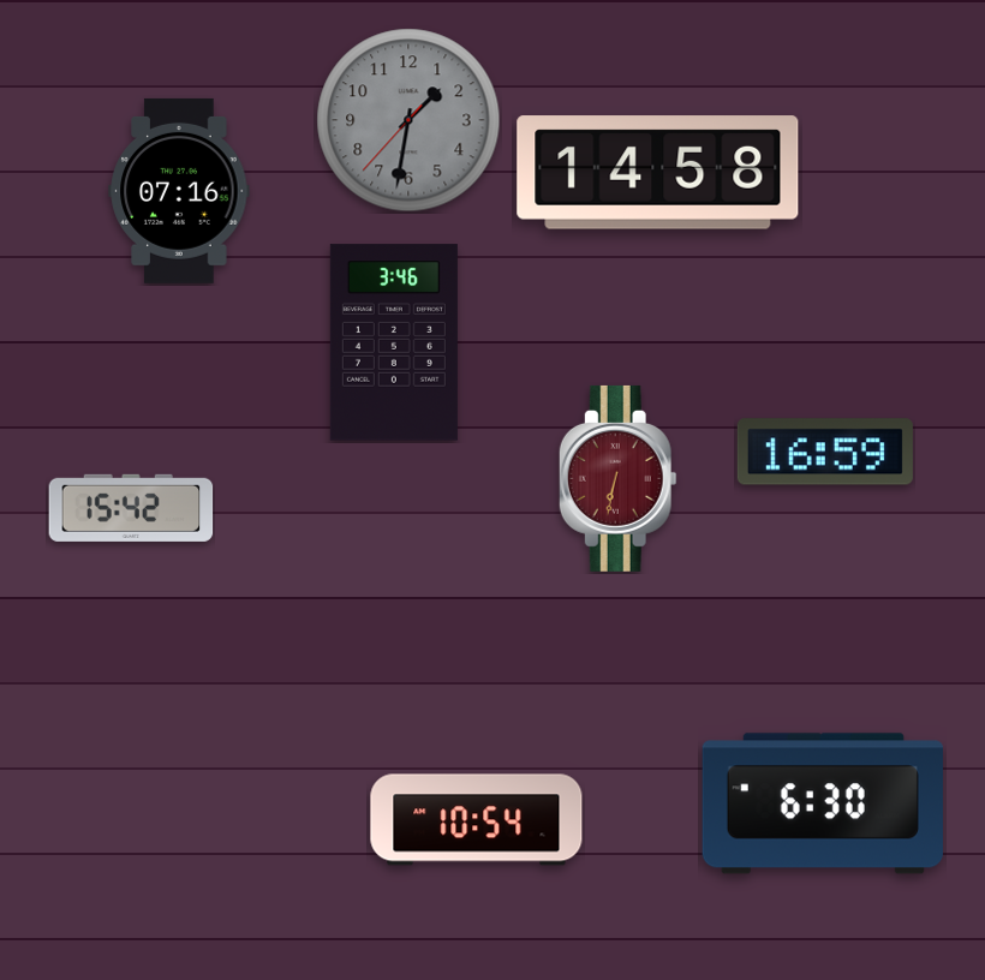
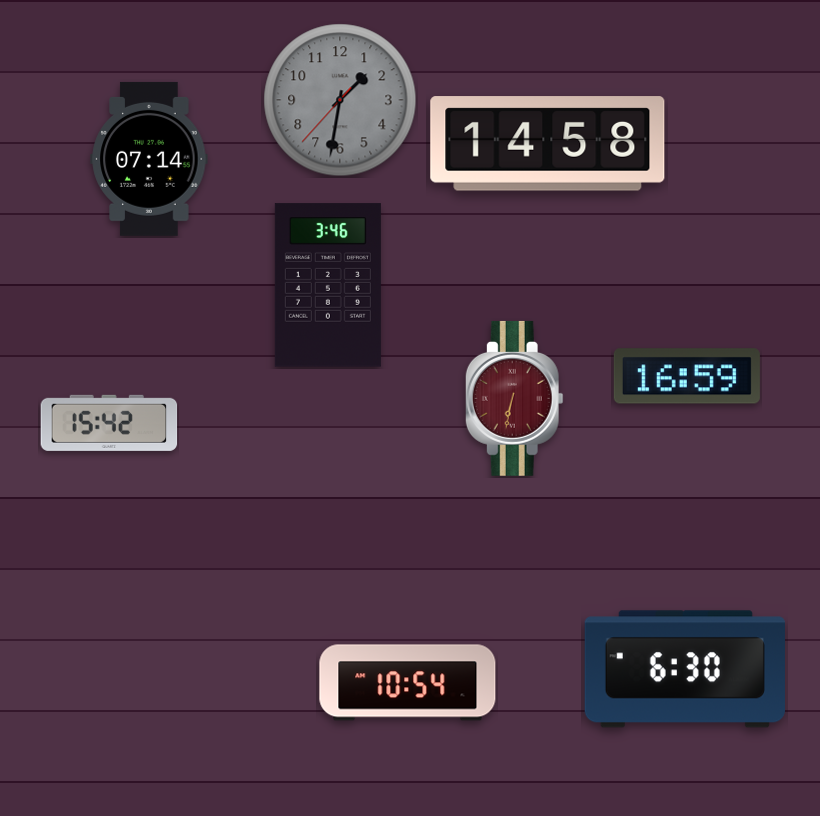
clock at (179, 191): 07:16 -> 07:14
clock at (477, 820) position: (477, 820) -> (408, 683)
